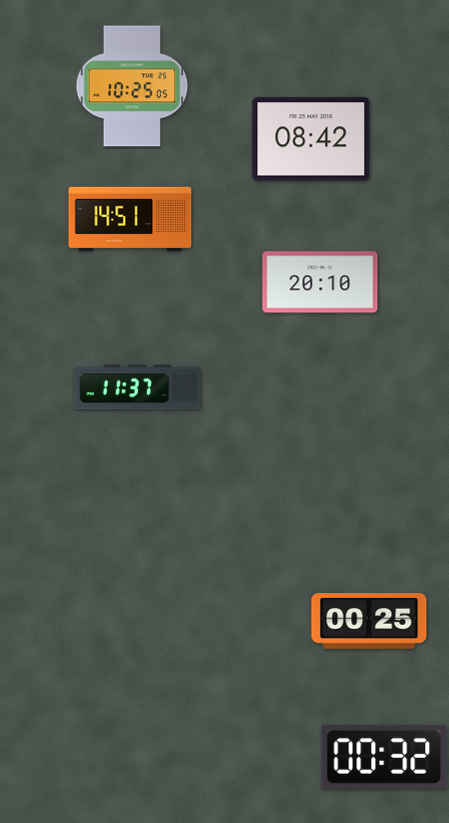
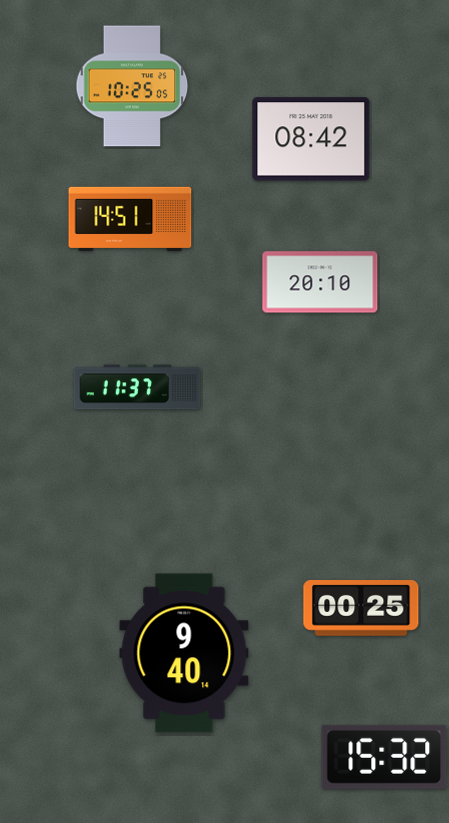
clock at (369, 622) position: (369, 622) -> (361, 609)
clock at (184, 653): none -> 9:40
clock at (384, 757): 00:32 -> 15:32
